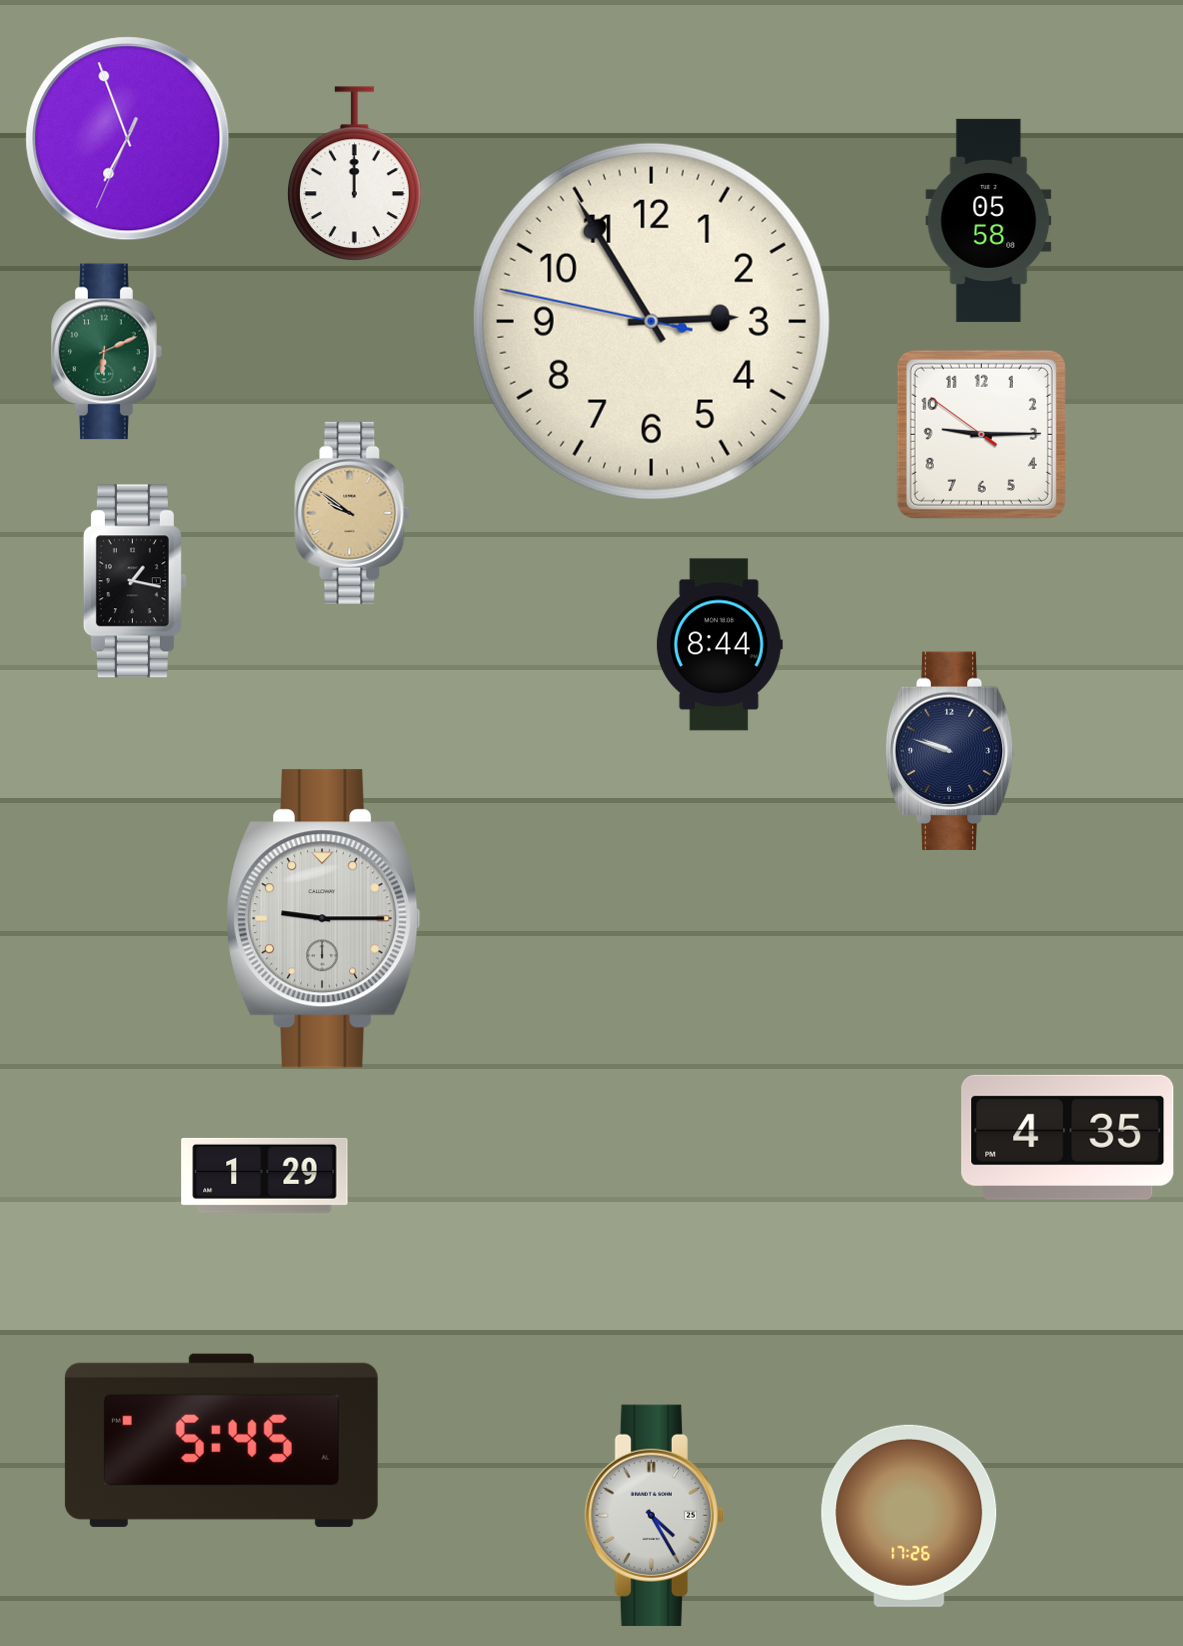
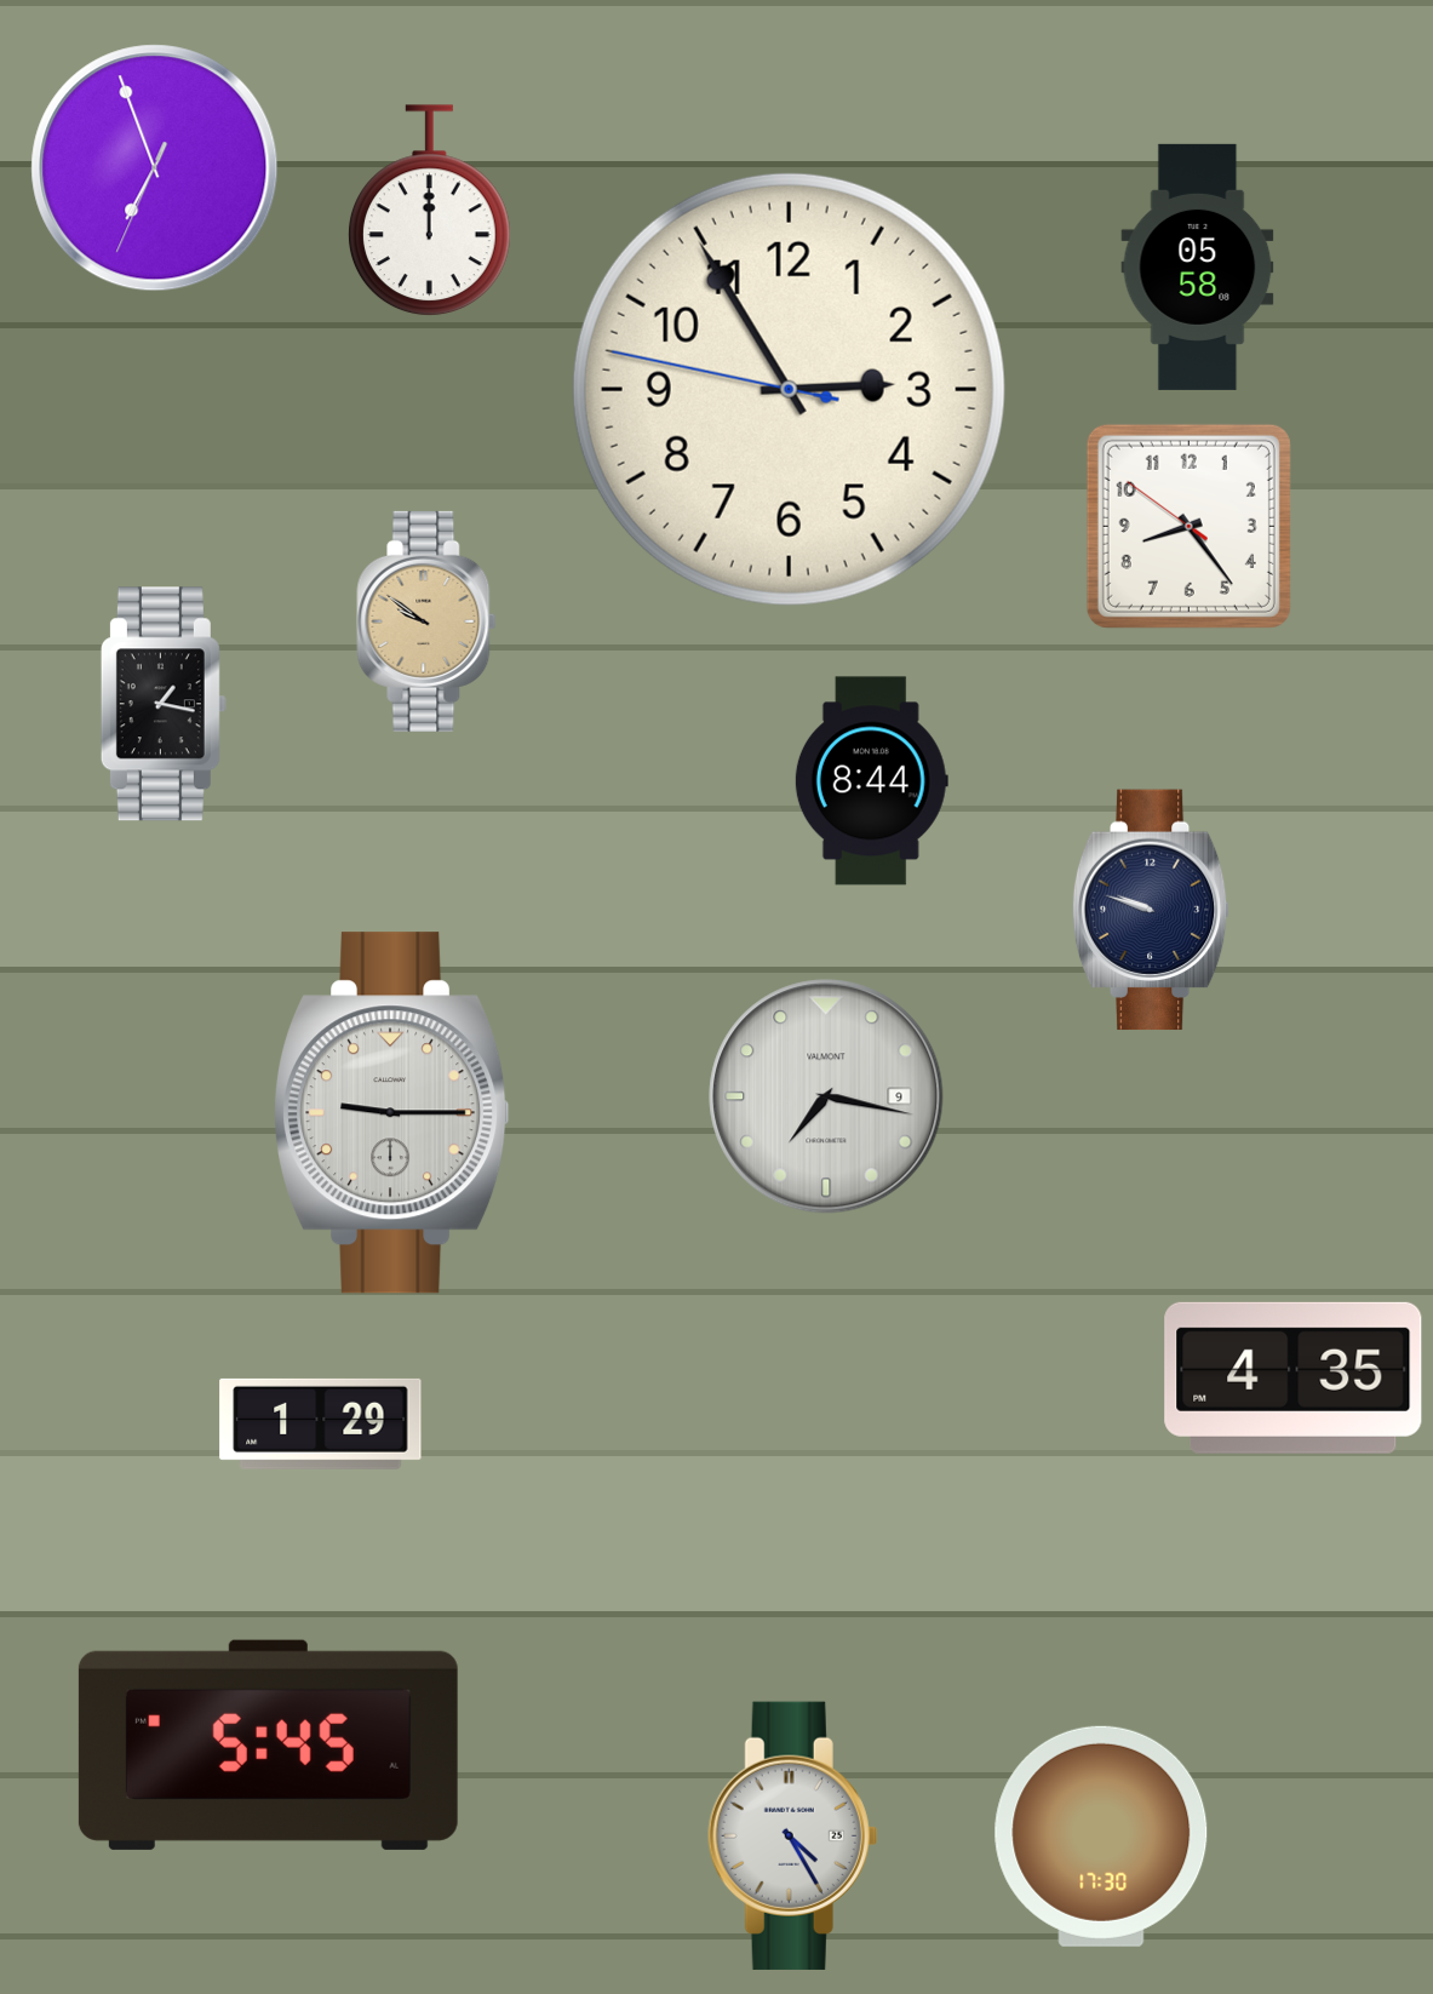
clock at (107, 352): 6:11 -> none
clock at (981, 434): 9:14 -> 8:23
clock at (826, 1096): none -> 7:17
clock at (909, 1516): 17:26 -> 17:30
